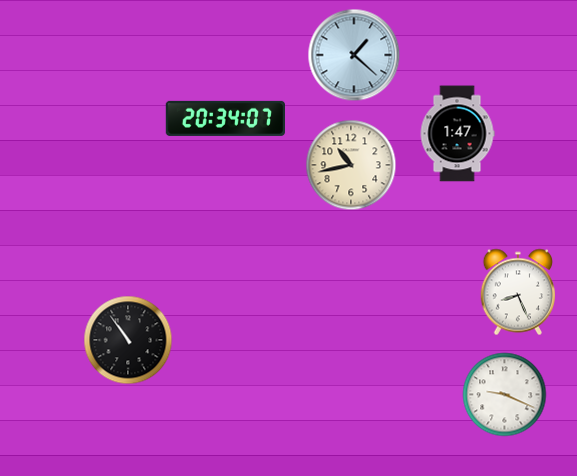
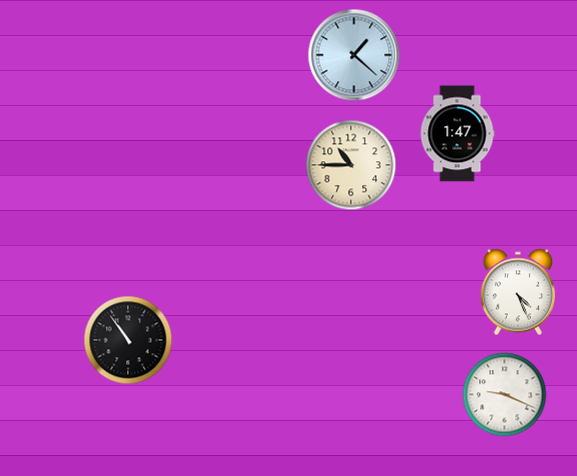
clock at (225, 118): 20:34 -> none
clock at (351, 165): 10:43 -> 10:45
clock at (517, 292): 8:26 -> 4:26
